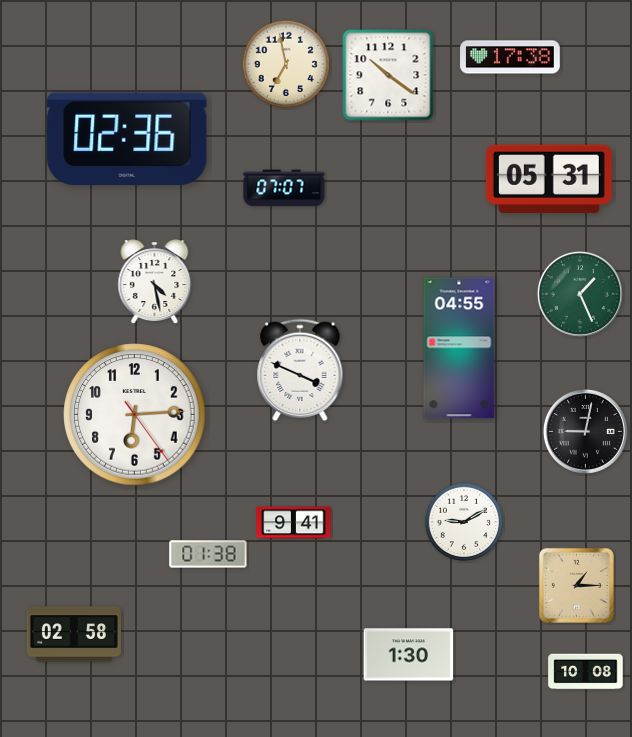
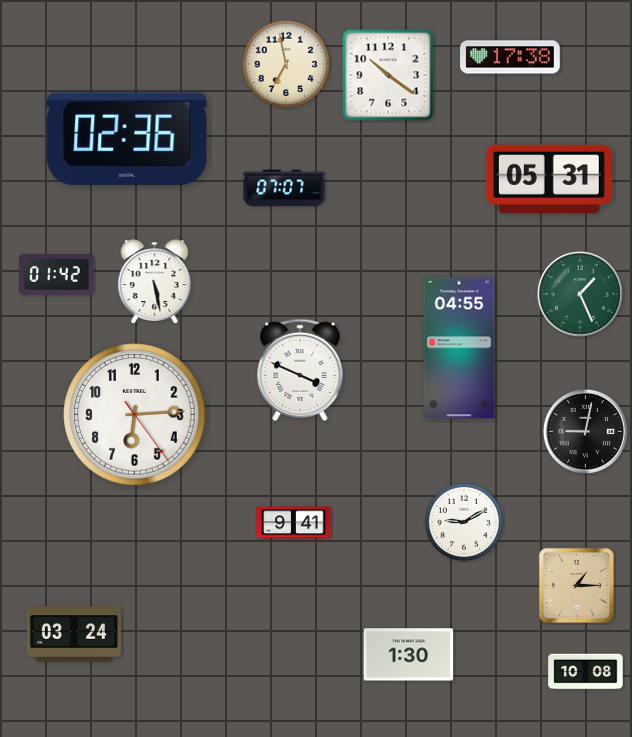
clock at (57, 274): none -> 01:42
clock at (155, 281): 4:28 -> 5:28
clock at (208, 554): 01:38 -> none
clock at (74, 634): 02:58 -> 03:24
